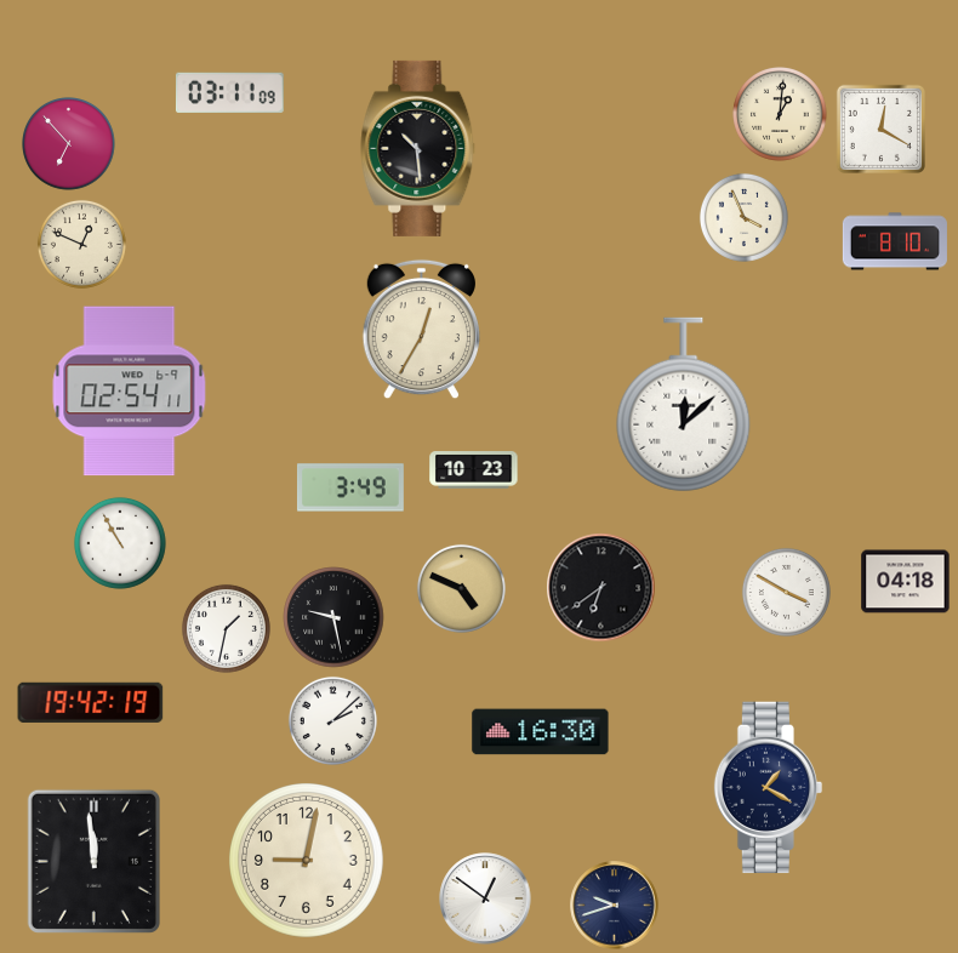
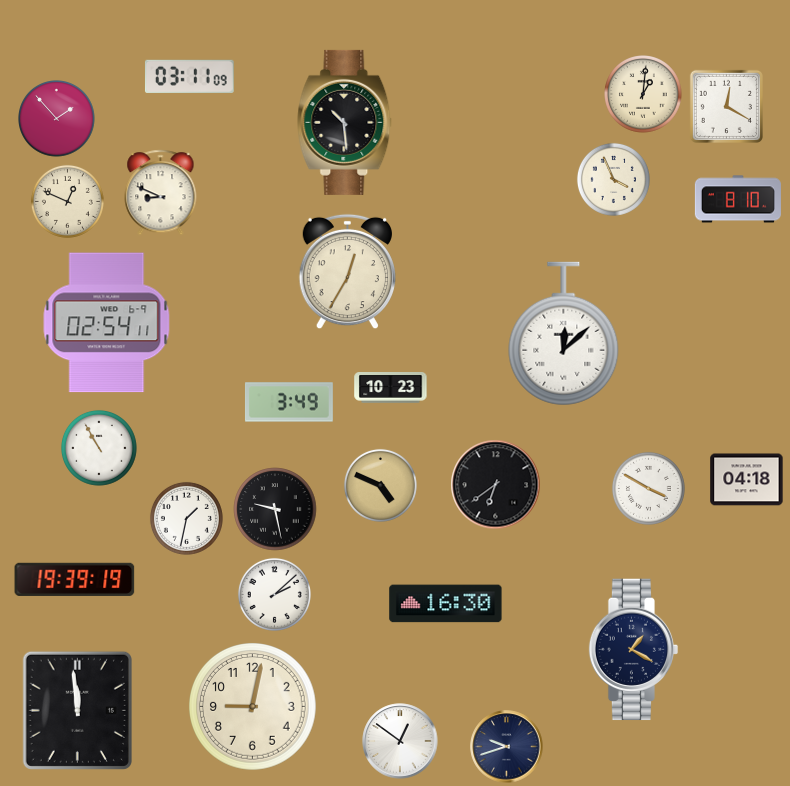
clock at (69, 144): 6:53 -> 1:53
clock at (161, 193): none -> 8:49
clock at (91, 702): 19:42 -> 19:39
clock at (307, 861) position: (307, 861) -> (253, 707)
